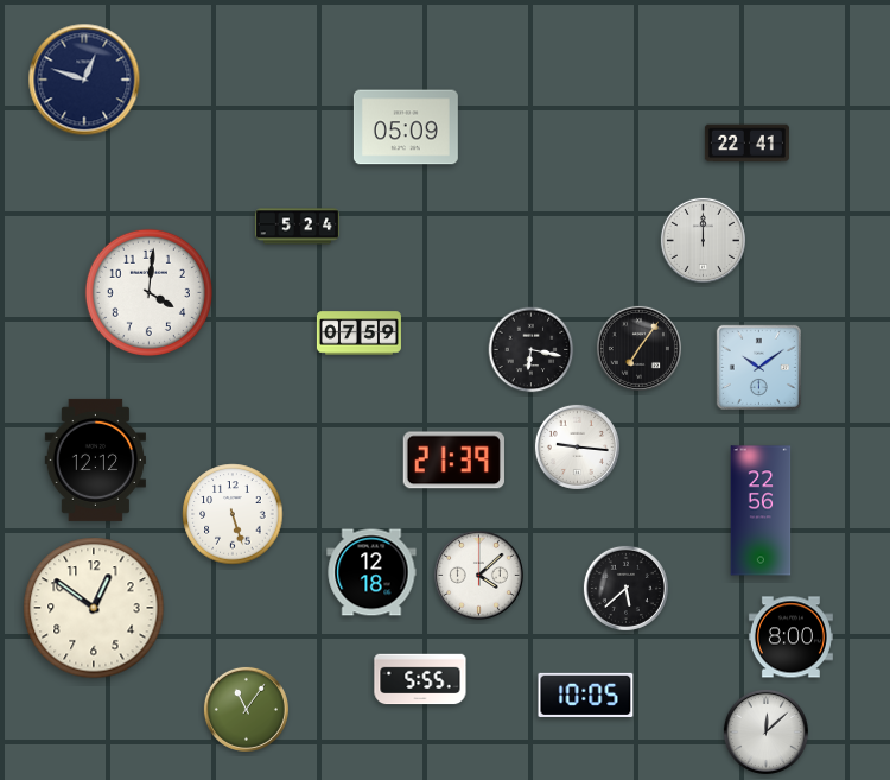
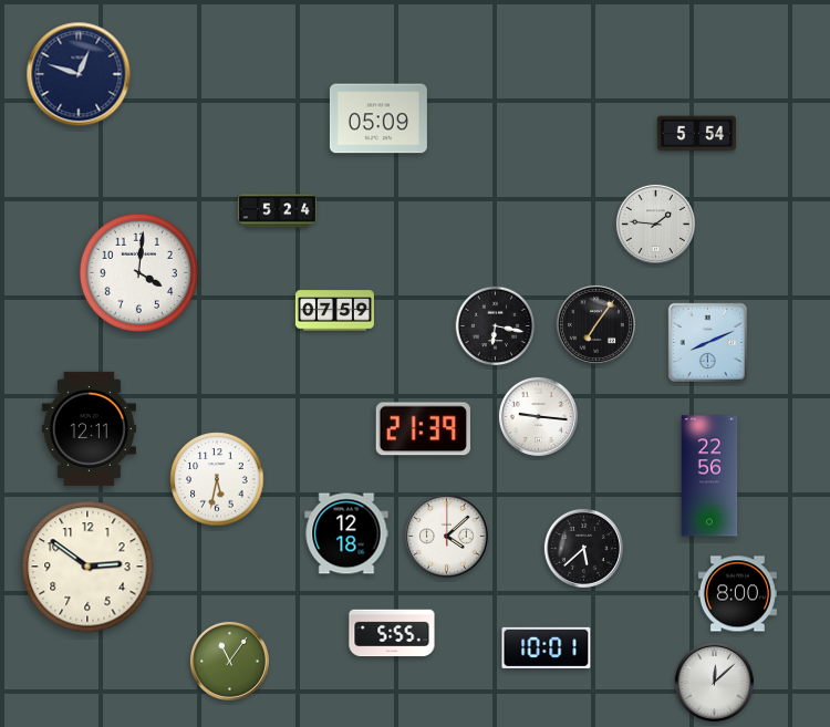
clock at (746, 144): 22:41 -> 5:54
clock at (703, 240): 12:00 -> 1:46
clock at (758, 367): 10:09 -> 8:11
clock at (95, 459): 12:12 -> 12:11
clock at (233, 514): 5:27 -> 5:32
clock at (94, 608): 12:51 -> 2:51
clock at (586, 695): 10:05 -> 10:01
